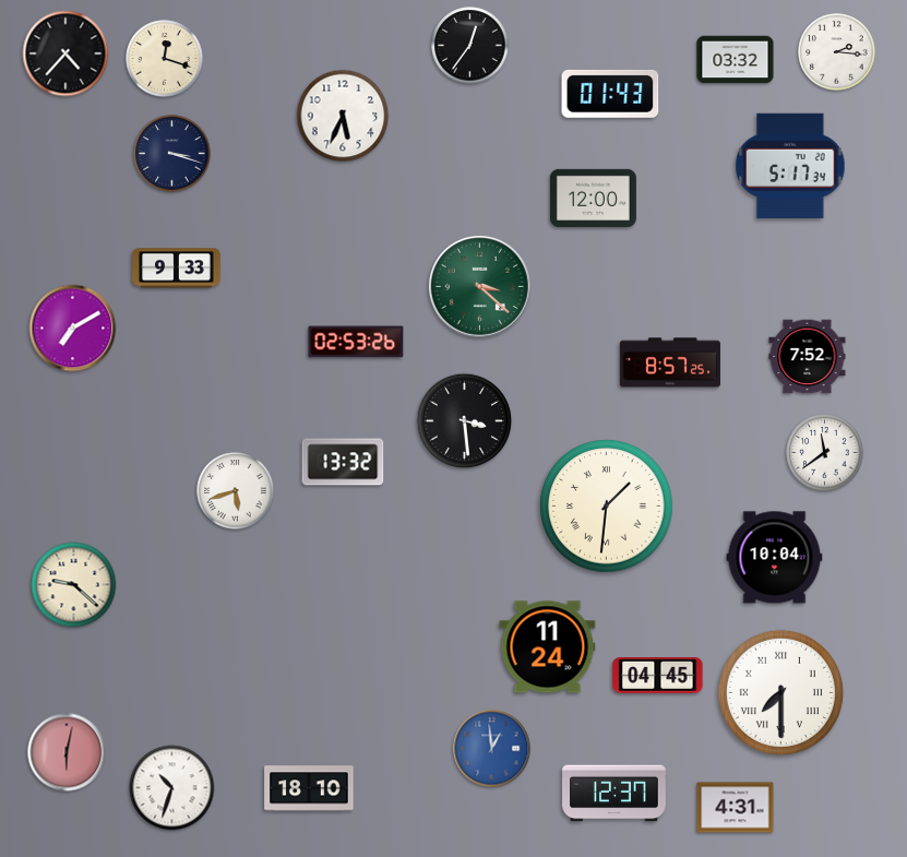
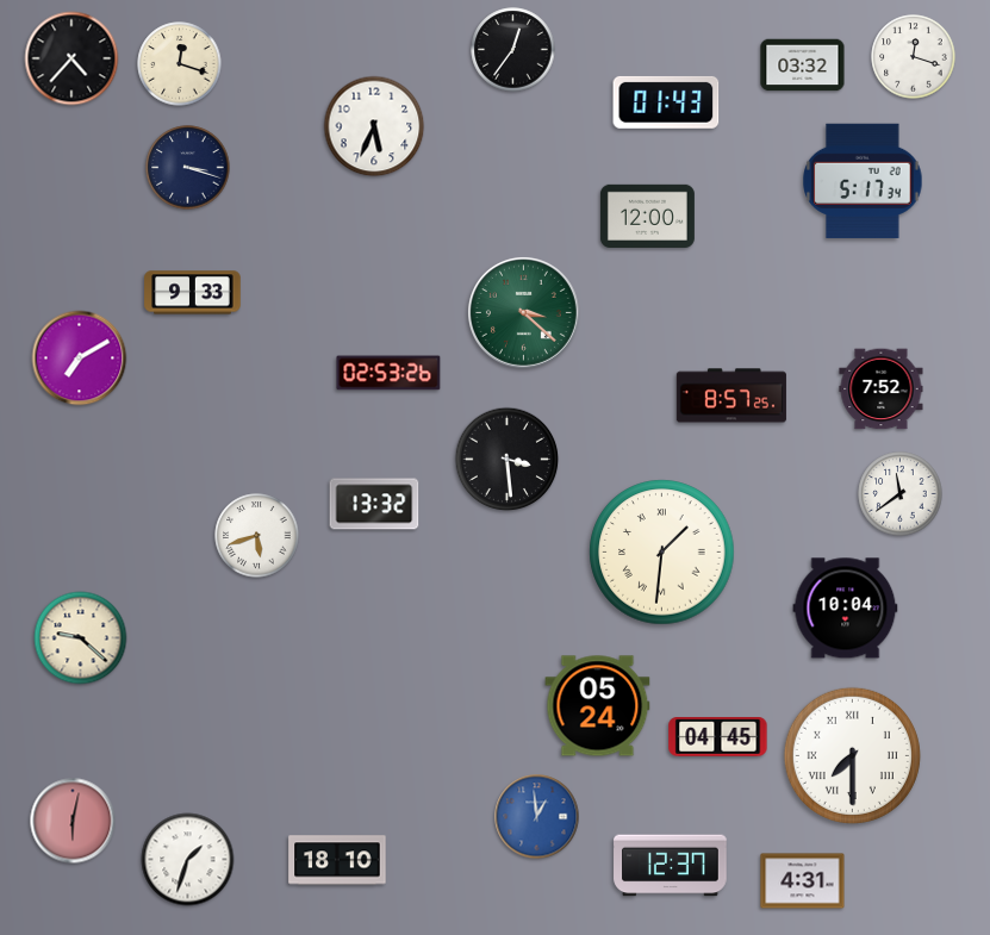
clock at (837, 52): 2:16 -> 12:18
clock at (548, 647): 11:24 -> 05:24
clock at (172, 788): 10:33 -> 1:33
